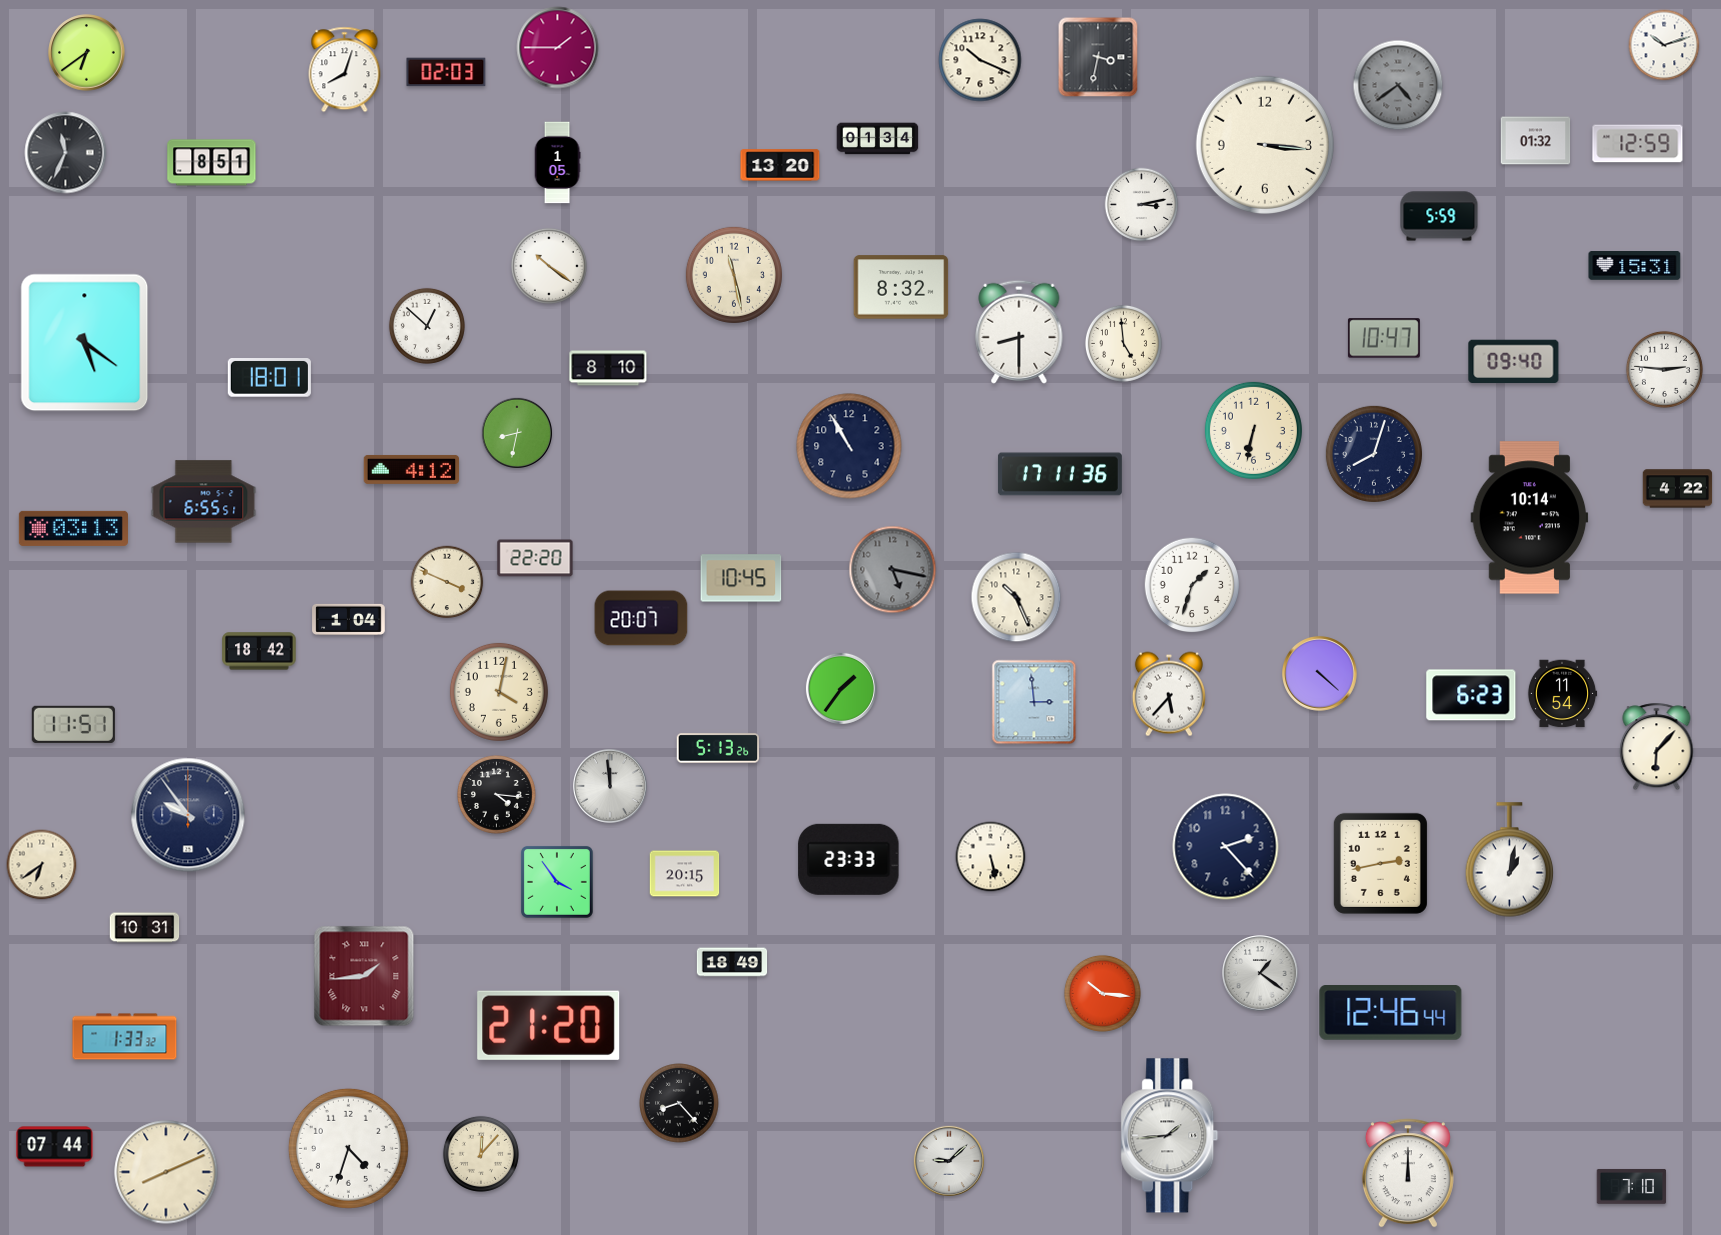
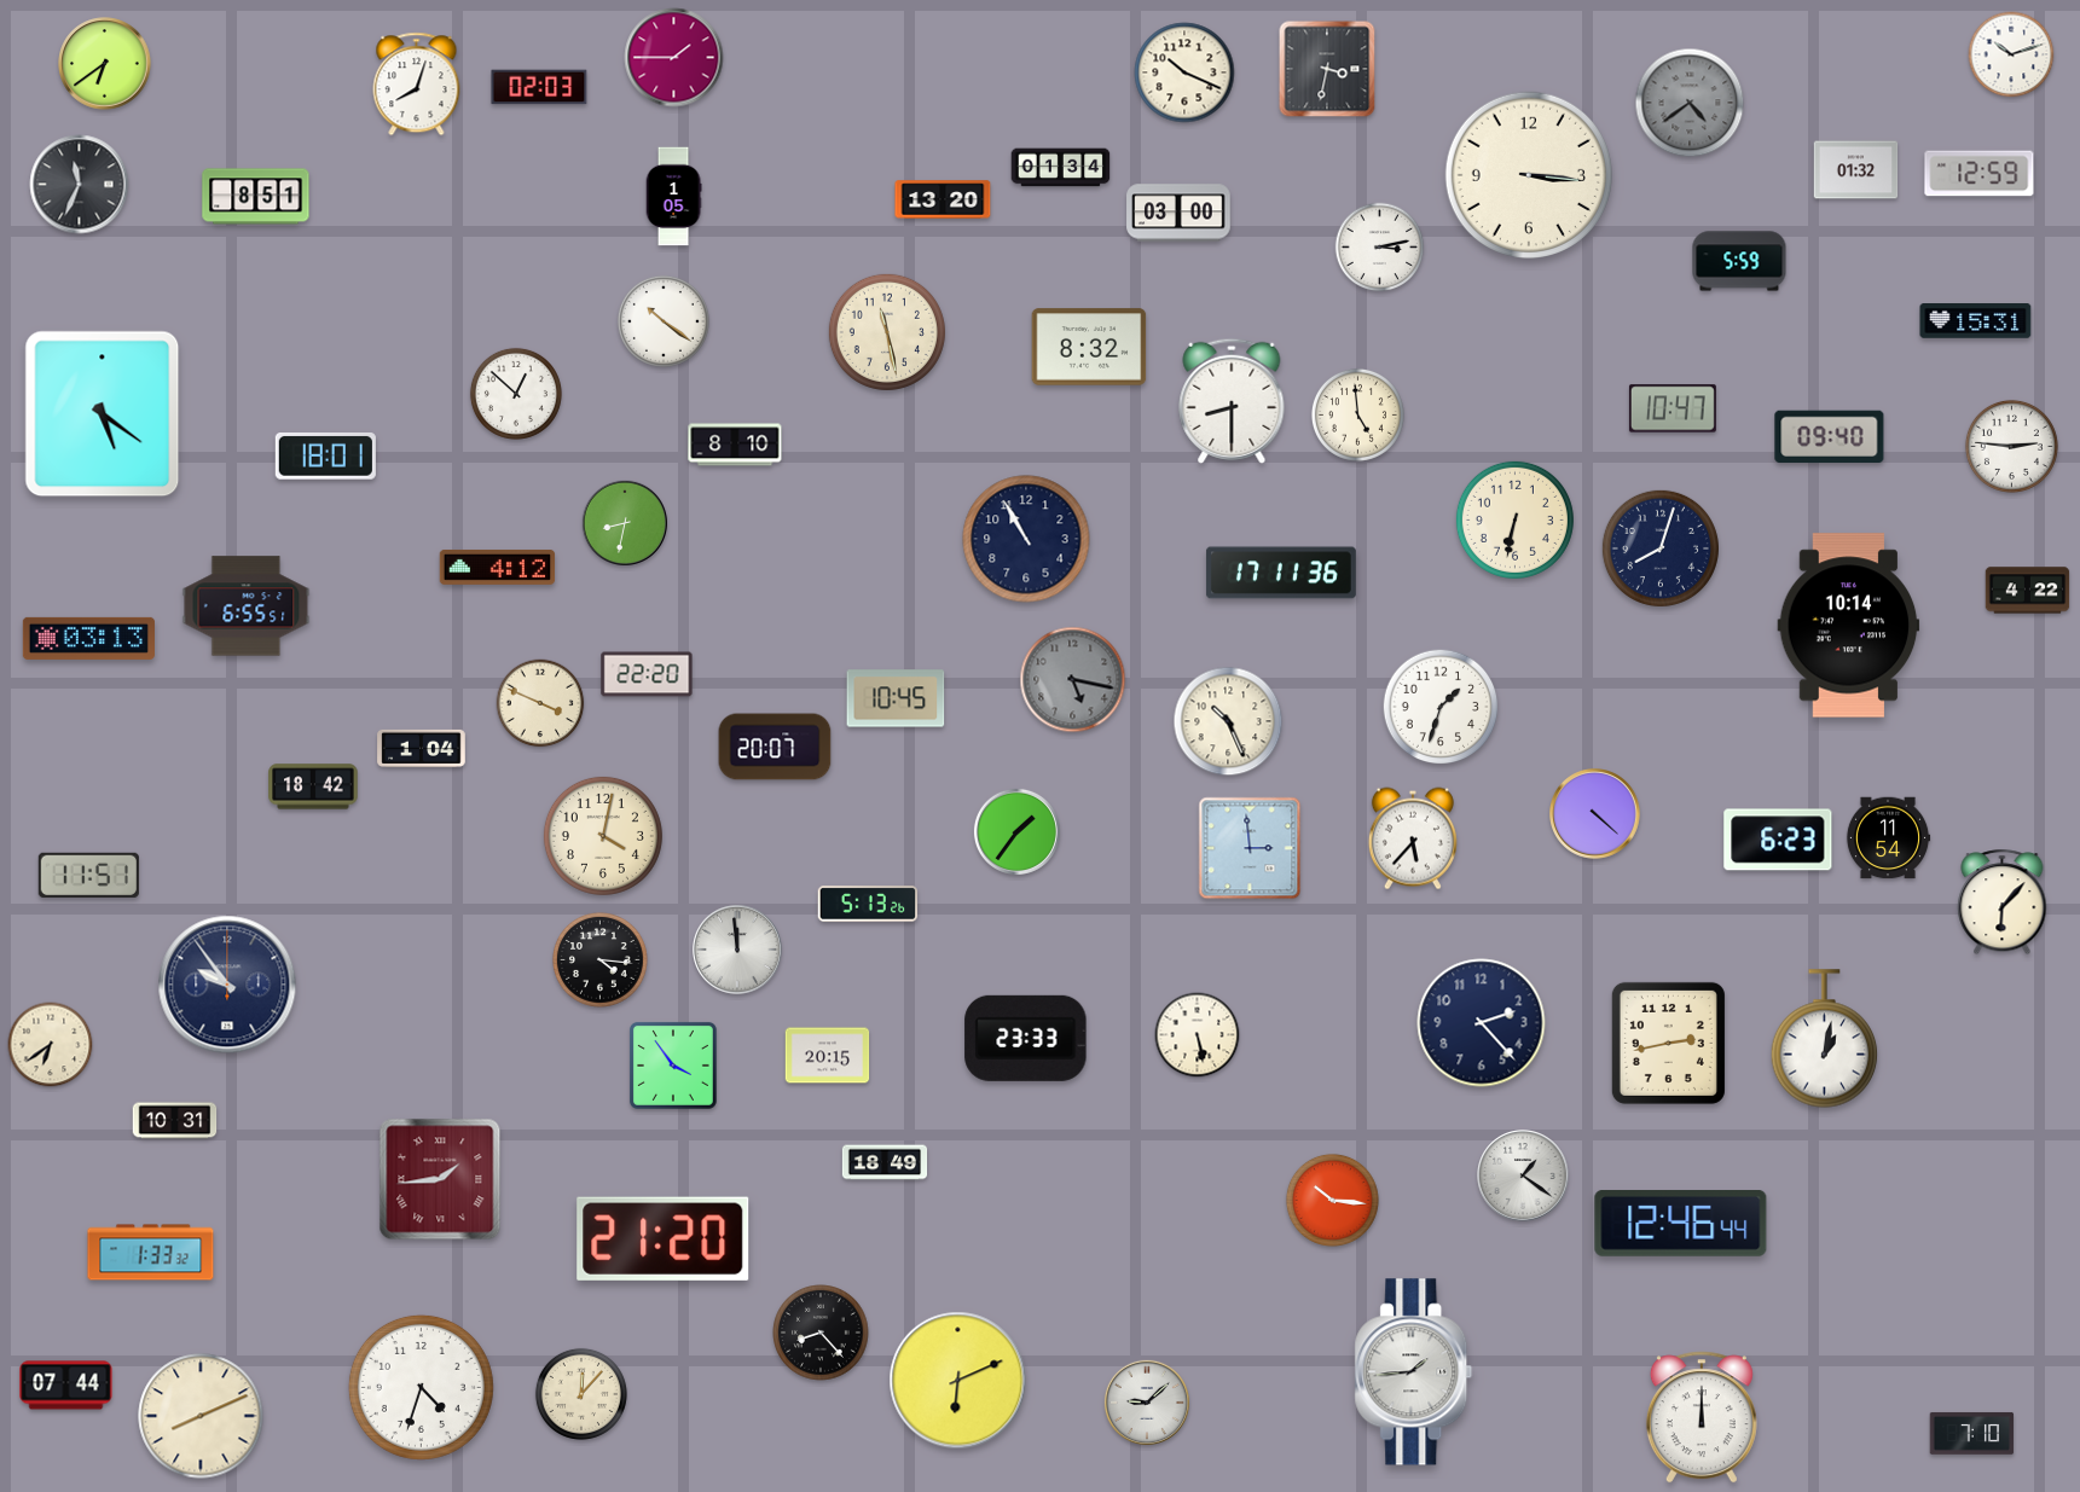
clock at (1178, 213): none -> 03:00
clock at (893, 570) position: (893, 570) -> (1073, 680)
clock at (958, 1381): none -> 6:11
